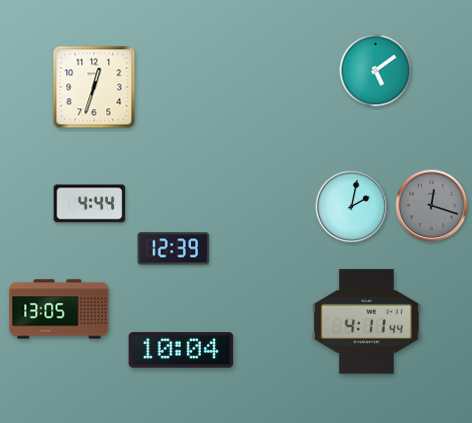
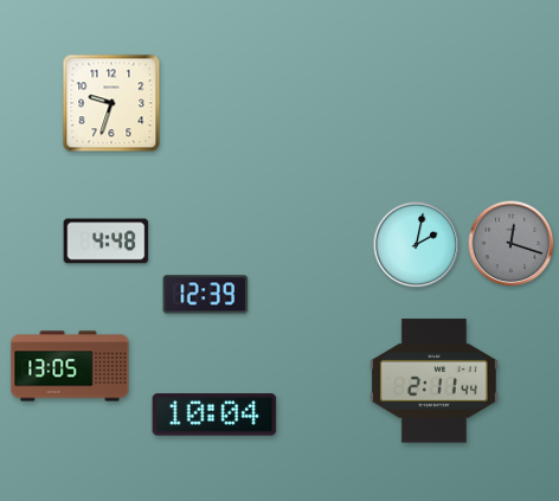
clock at (376, 71): 5:09 -> none
clock at (94, 87): 12:33 -> 9:33
clock at (90, 204): 4:44 -> 4:48
clock at (366, 322): 4:11 -> 2:11
